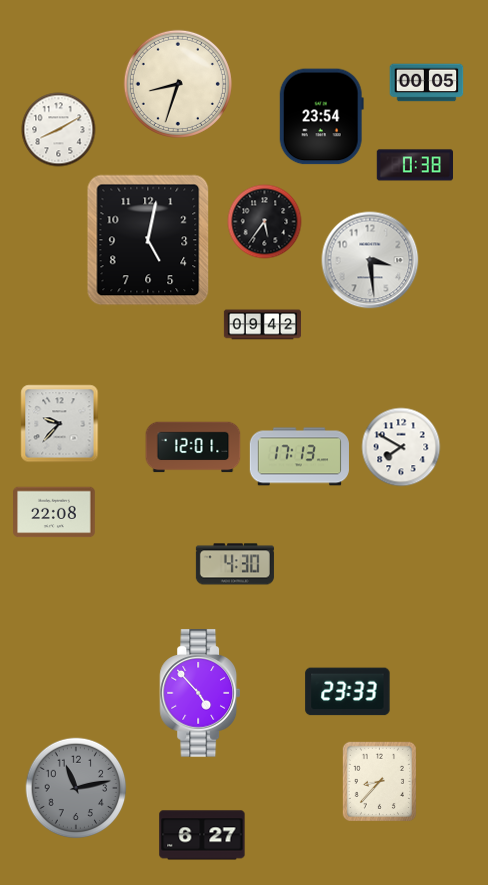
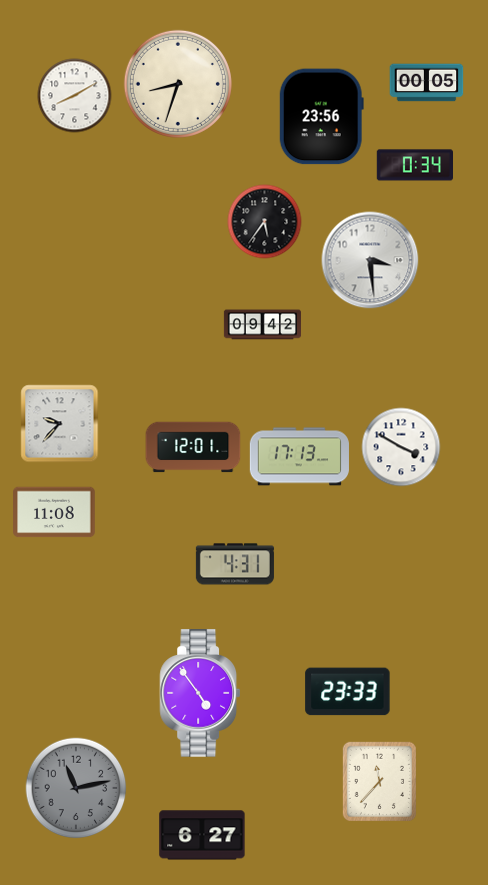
clock at (321, 117): 23:54 -> 23:56
clock at (59, 130) position: (59, 130) -> (75, 96)
clock at (414, 165): 0:38 -> 0:34
clock at (148, 240): 5:02 -> none
clock at (401, 447): 7:50 -> 3:50
clock at (54, 512): 22:08 -> 11:08
clock at (235, 564): 4:30 -> 4:31
clock at (199, 693): 4:53 -> 4:54
clock at (379, 781): 8:37 -> 11:37
